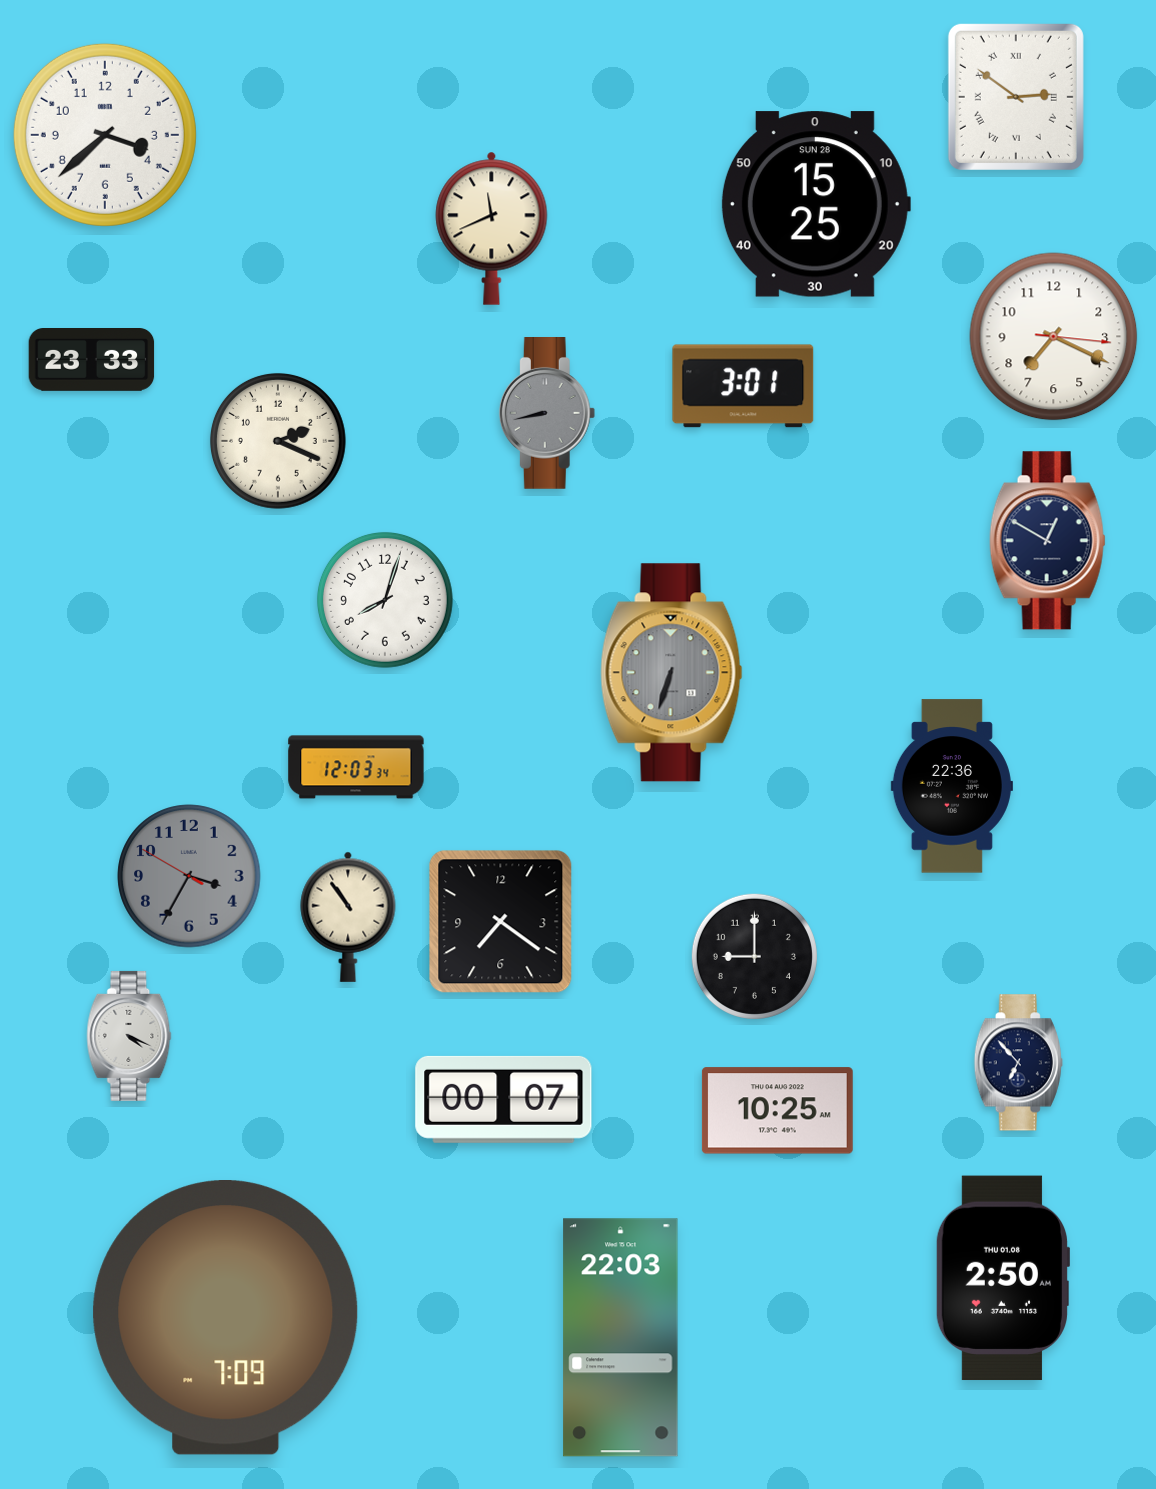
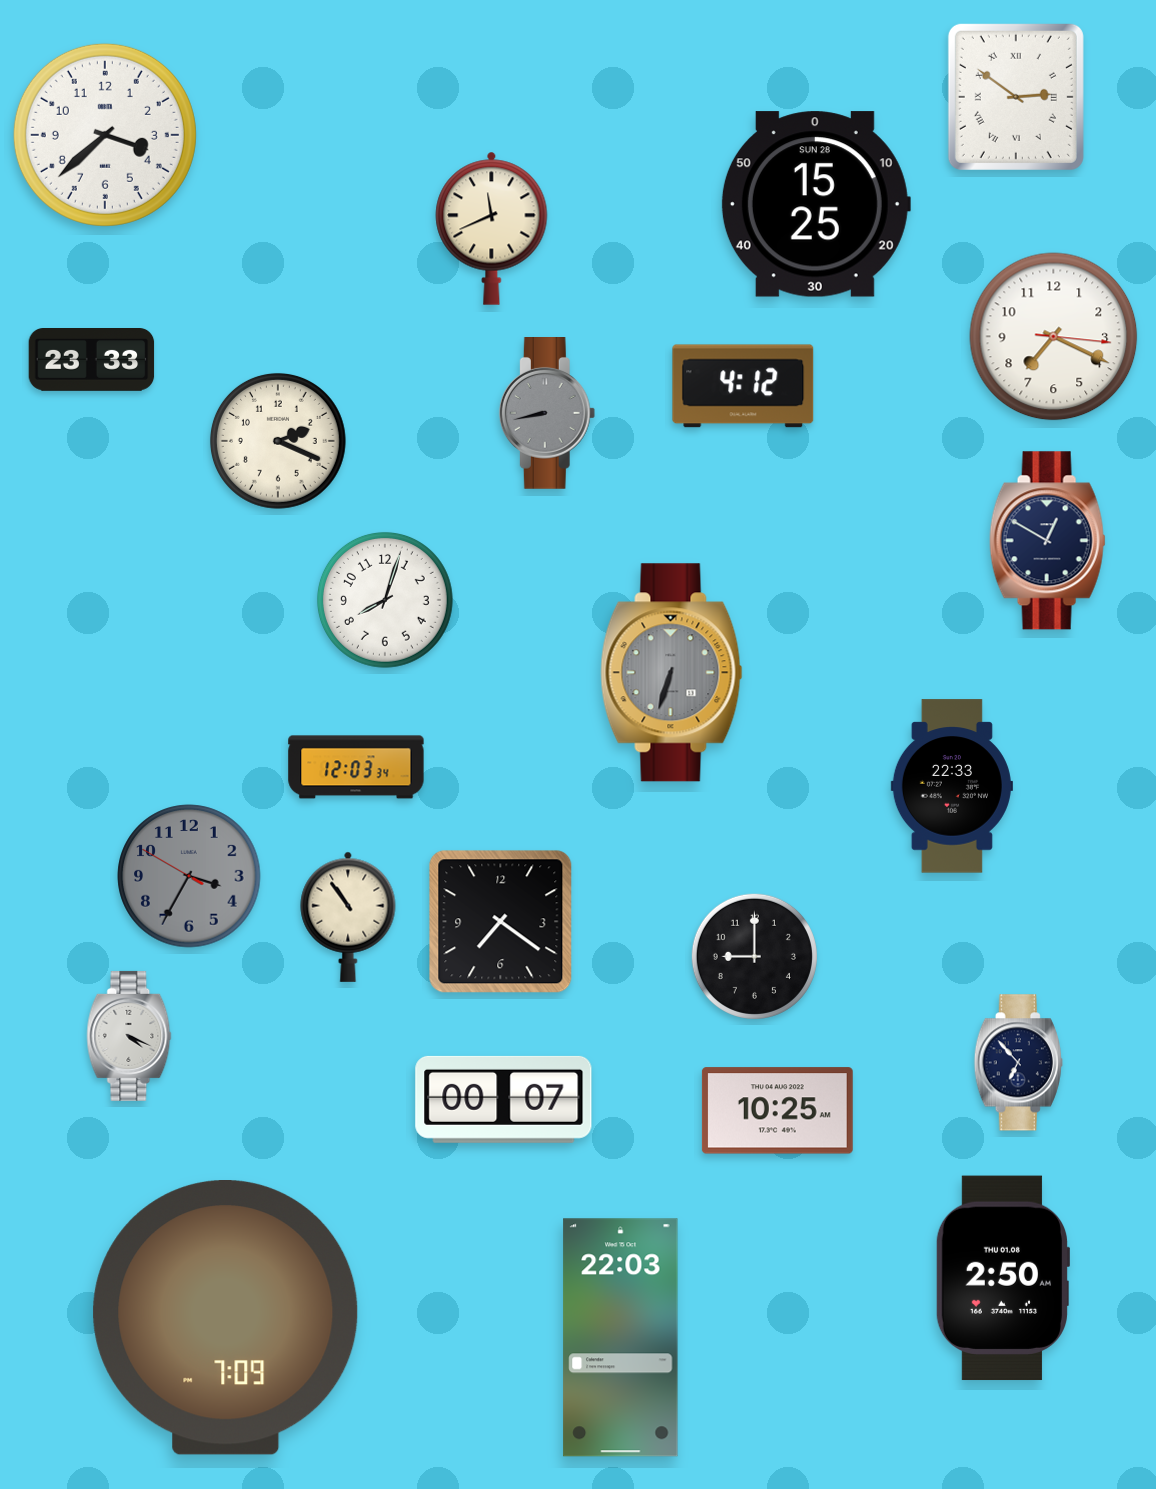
clock at (743, 386): 3:01 -> 4:12
clock at (952, 786): 22:36 -> 22:33
